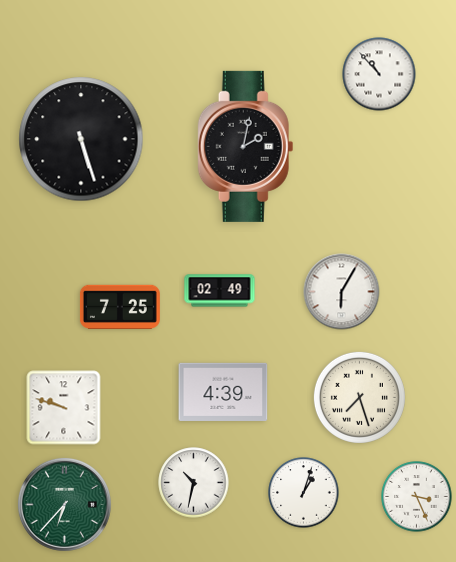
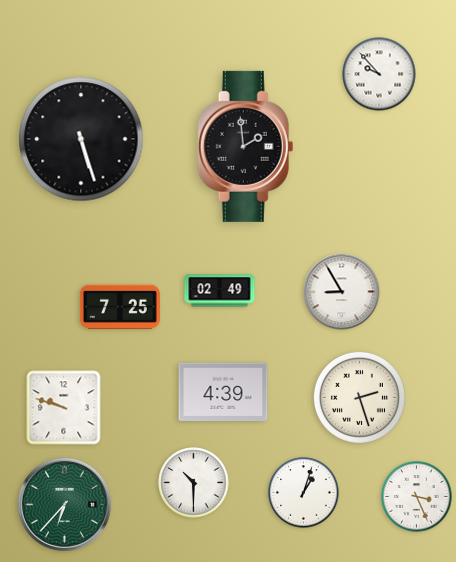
clock at (379, 74): 10:53 -> 9:53
clock at (246, 146): 2:02 -> 1:59
clock at (342, 292): 6:05 -> 8:55
clock at (359, 397): 7:27 -> 2:27
clock at (194, 483): 10:32 -> 10:30
